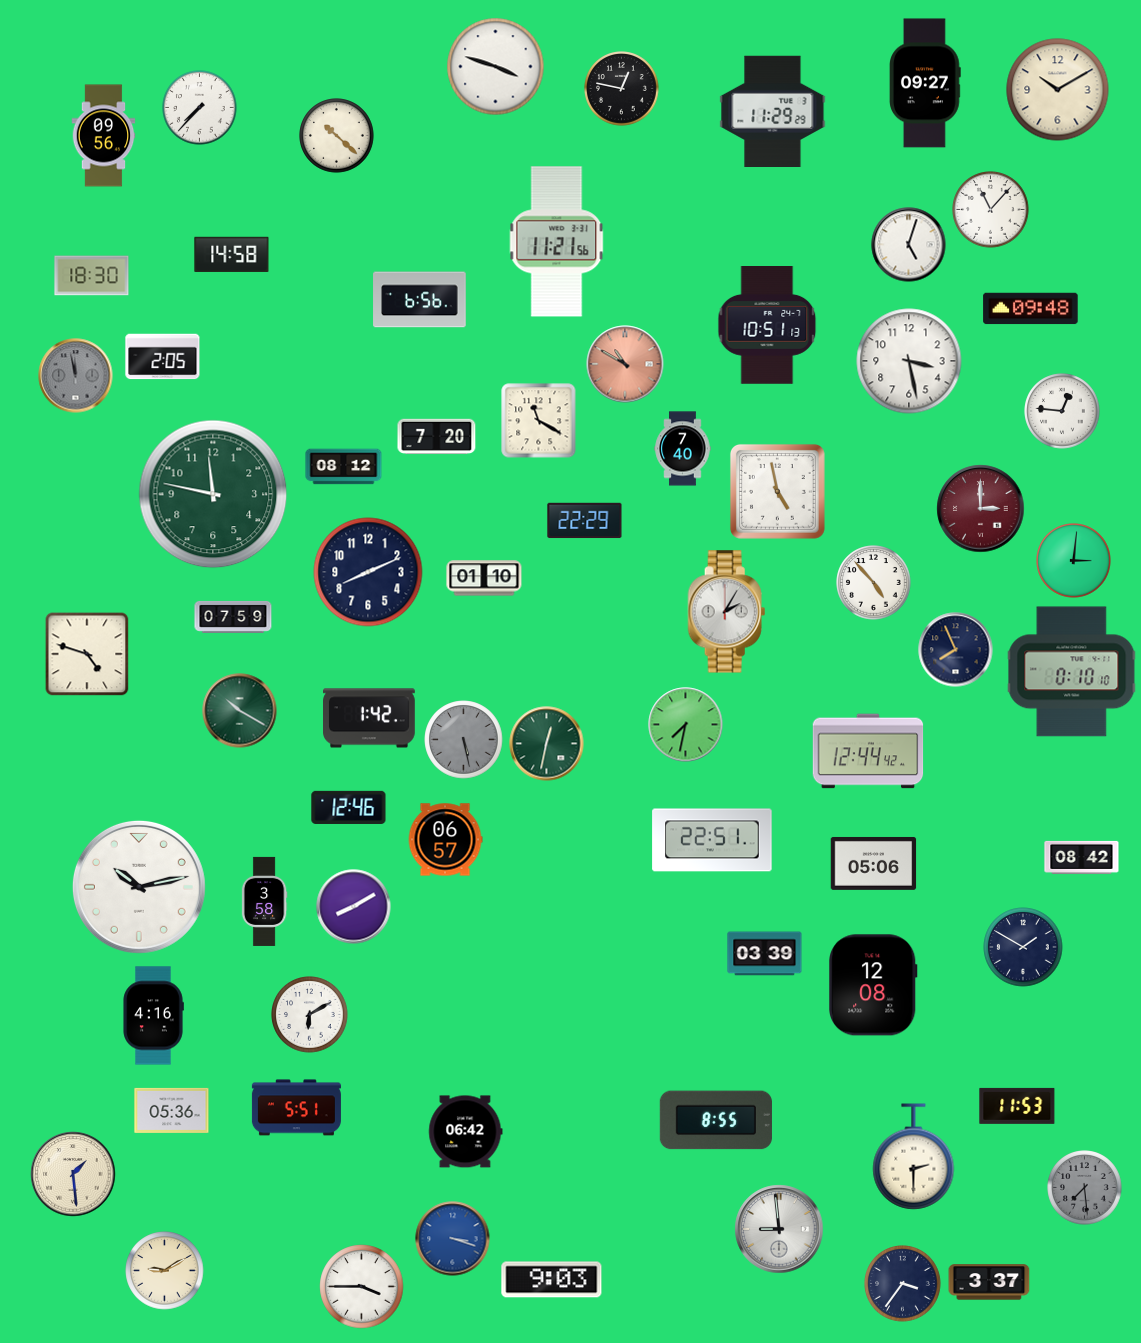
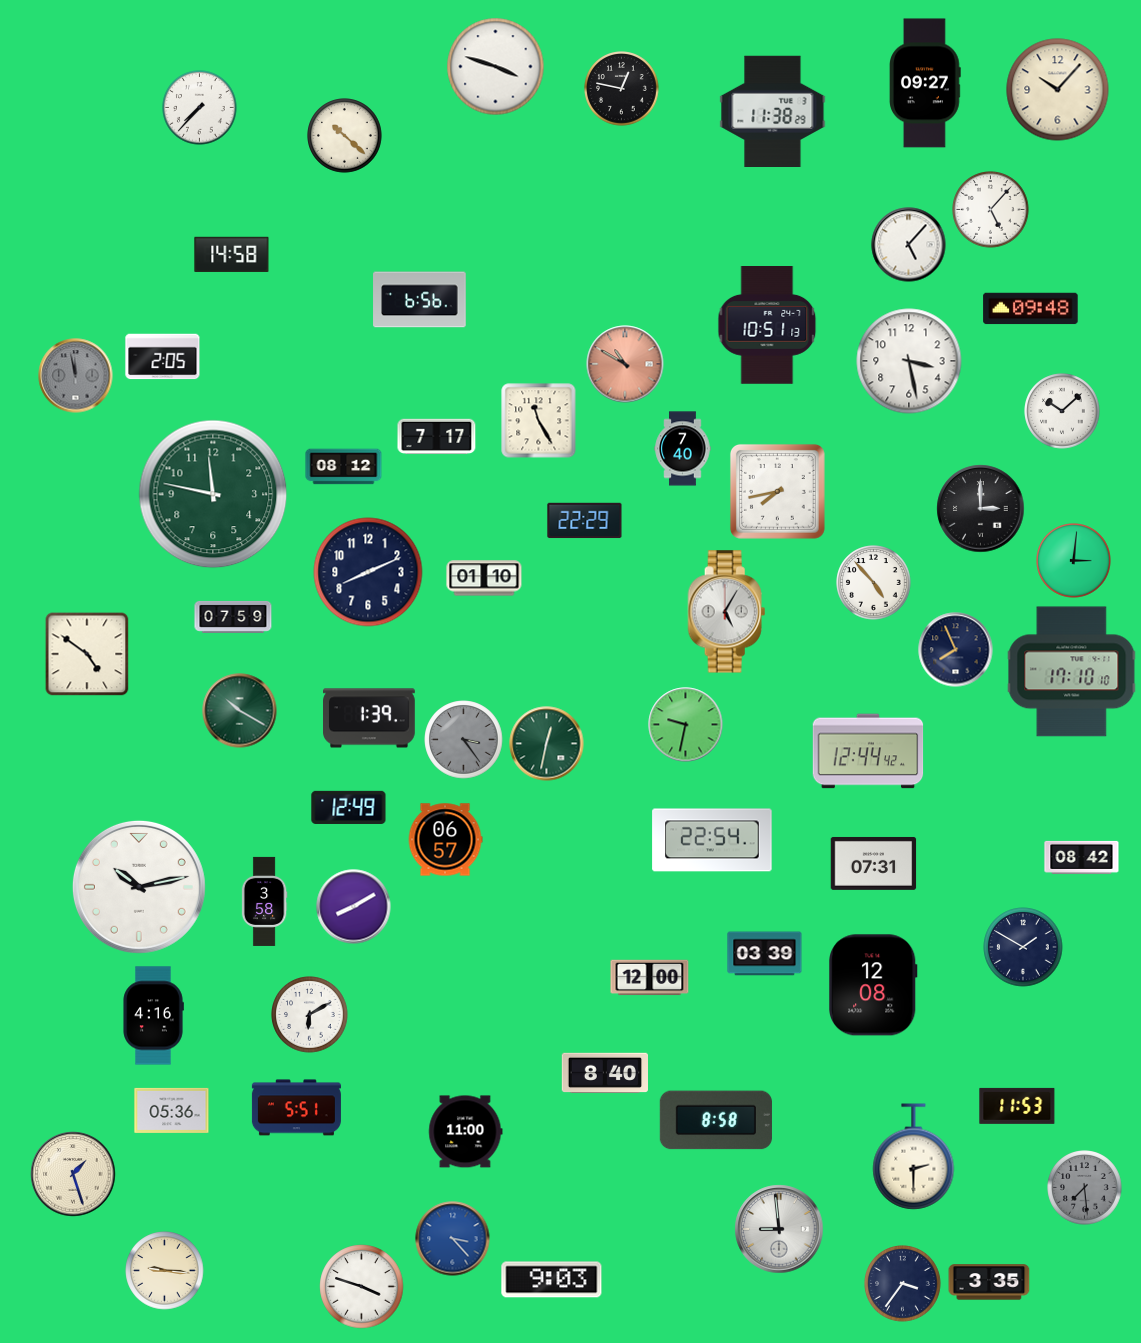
clock at (1058, 90): 10:10 -> 10:07
clock at (773, 111): 11:29 -> 11:38
clock at (104, 136): 09:56 -> none
clock at (337, 136) position: (337, 136) -> (345, 136)
clock at (991, 210): 11:07 -> 5:07
clock at (557, 242): 11:21 -> none
clock at (909, 245): 5:03 -> 5:07
clock at (92, 276): 18:30 -> none
clock at (1062, 411): 12:46 -> 10:08
clock at (539, 421): 11:20 -> 11:25
clock at (437, 437): 7:20 -> 7:17
clock at (777, 491): 4:58 -> 7:43
clock at (981, 509) dial: burgundy -> black
clock at (727, 612): 2:05 -> 5:05
clock at (87, 654): 4:48 -> 4:51
clock at (1072, 672): 0:10 -> 17:10
clock at (370, 718): 1:42 -> 1:39
clock at (686, 725): 7:32 -> 9:32
clock at (464, 740): 5:28 -> 3:24
clock at (349, 807): 12:46 -> 12:49
clock at (712, 840): 22:51 -> 22:54
clock at (874, 864): 05:06 -> 07:31
clock at (650, 978): none -> 12:00
clock at (604, 1073): none -> 8:40
clock at (716, 1120): 8:55 -> 8:58
clock at (466, 1132): 06:42 -> 11:00
clock at (73, 1174): 1:29 -> 1:27
clock at (453, 1239): 3:18 -> 3:23
clock at (165, 1271): 9:10 -> 9:16
clock at (989, 1282): 3:37 -> 3:35
clock at (362, 1287): 3:45 -> 3:48
